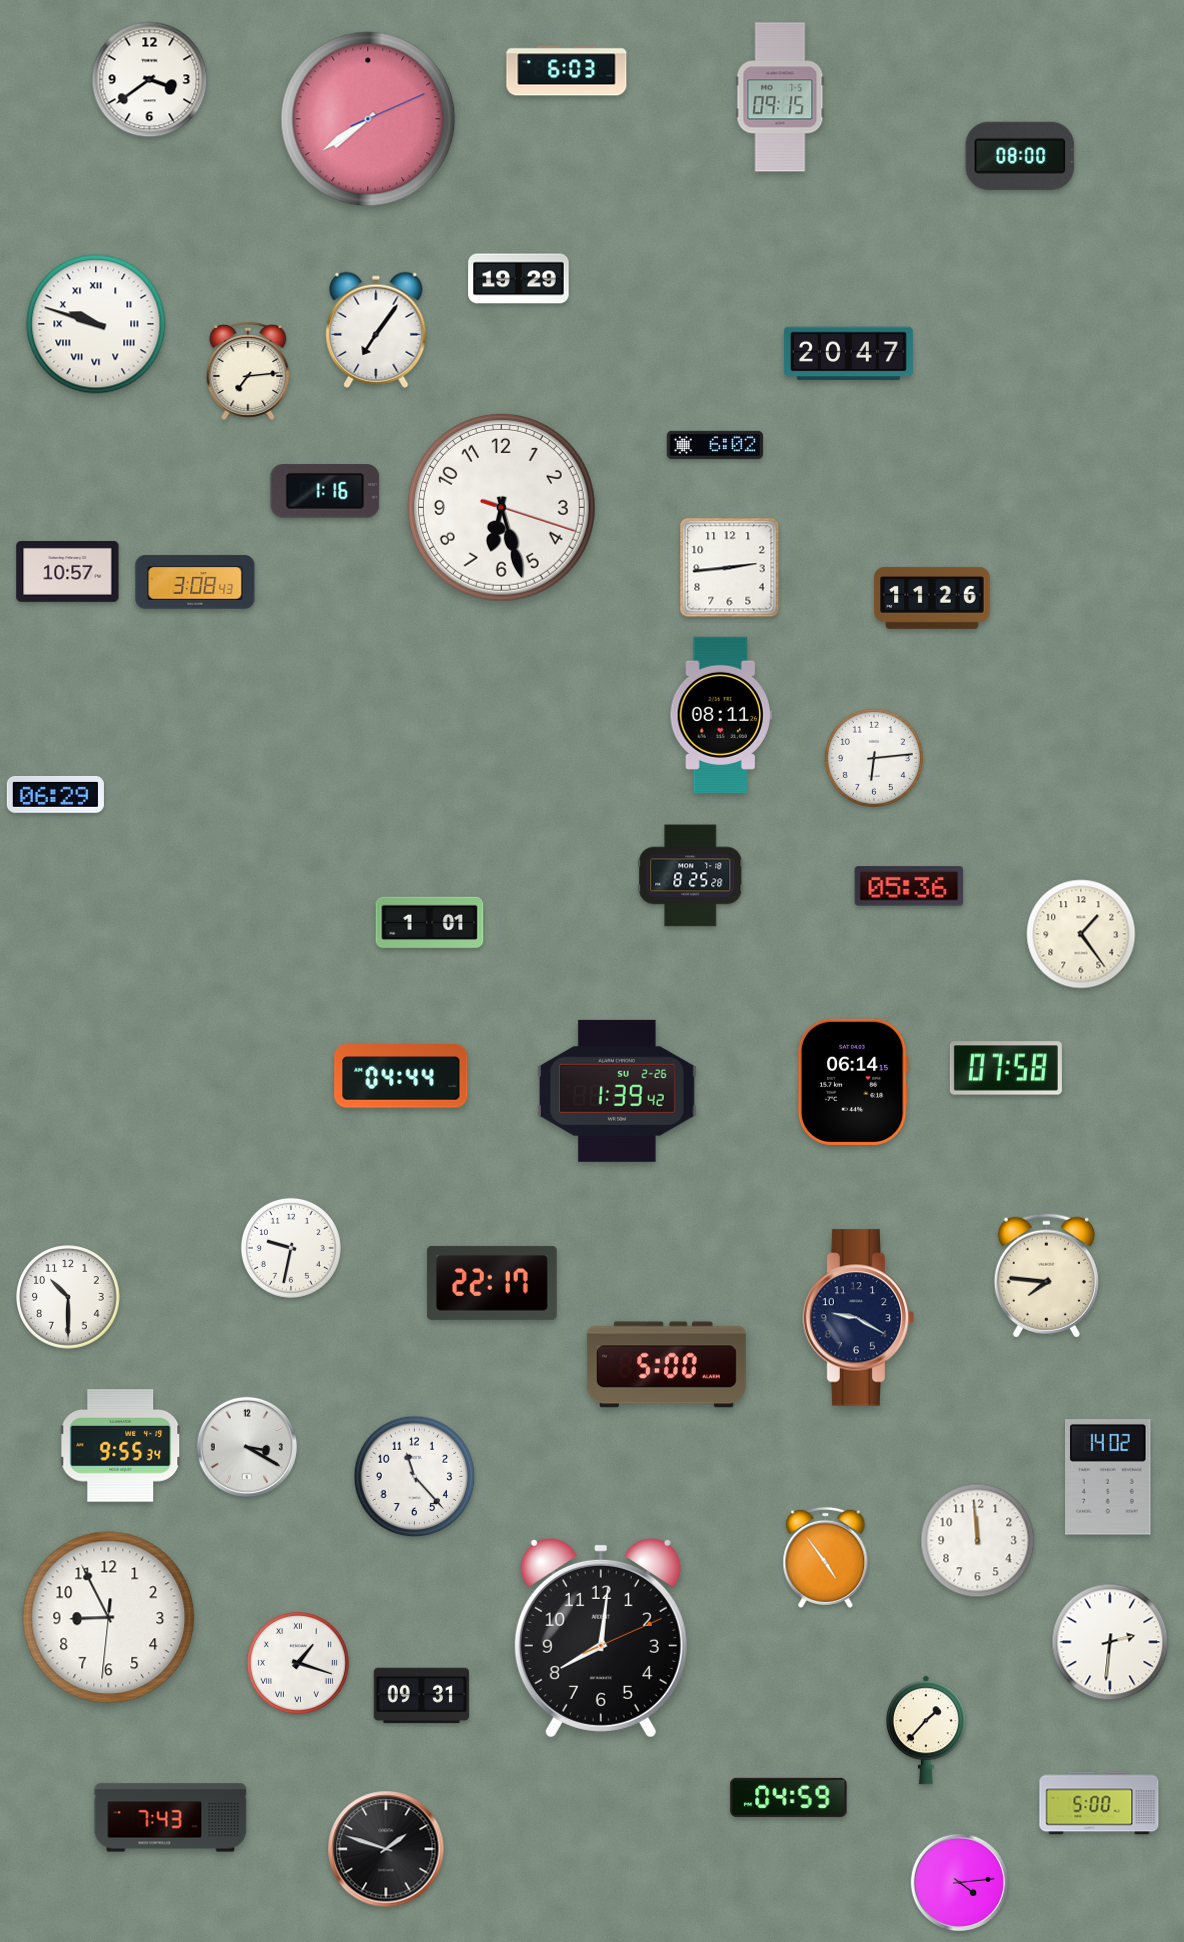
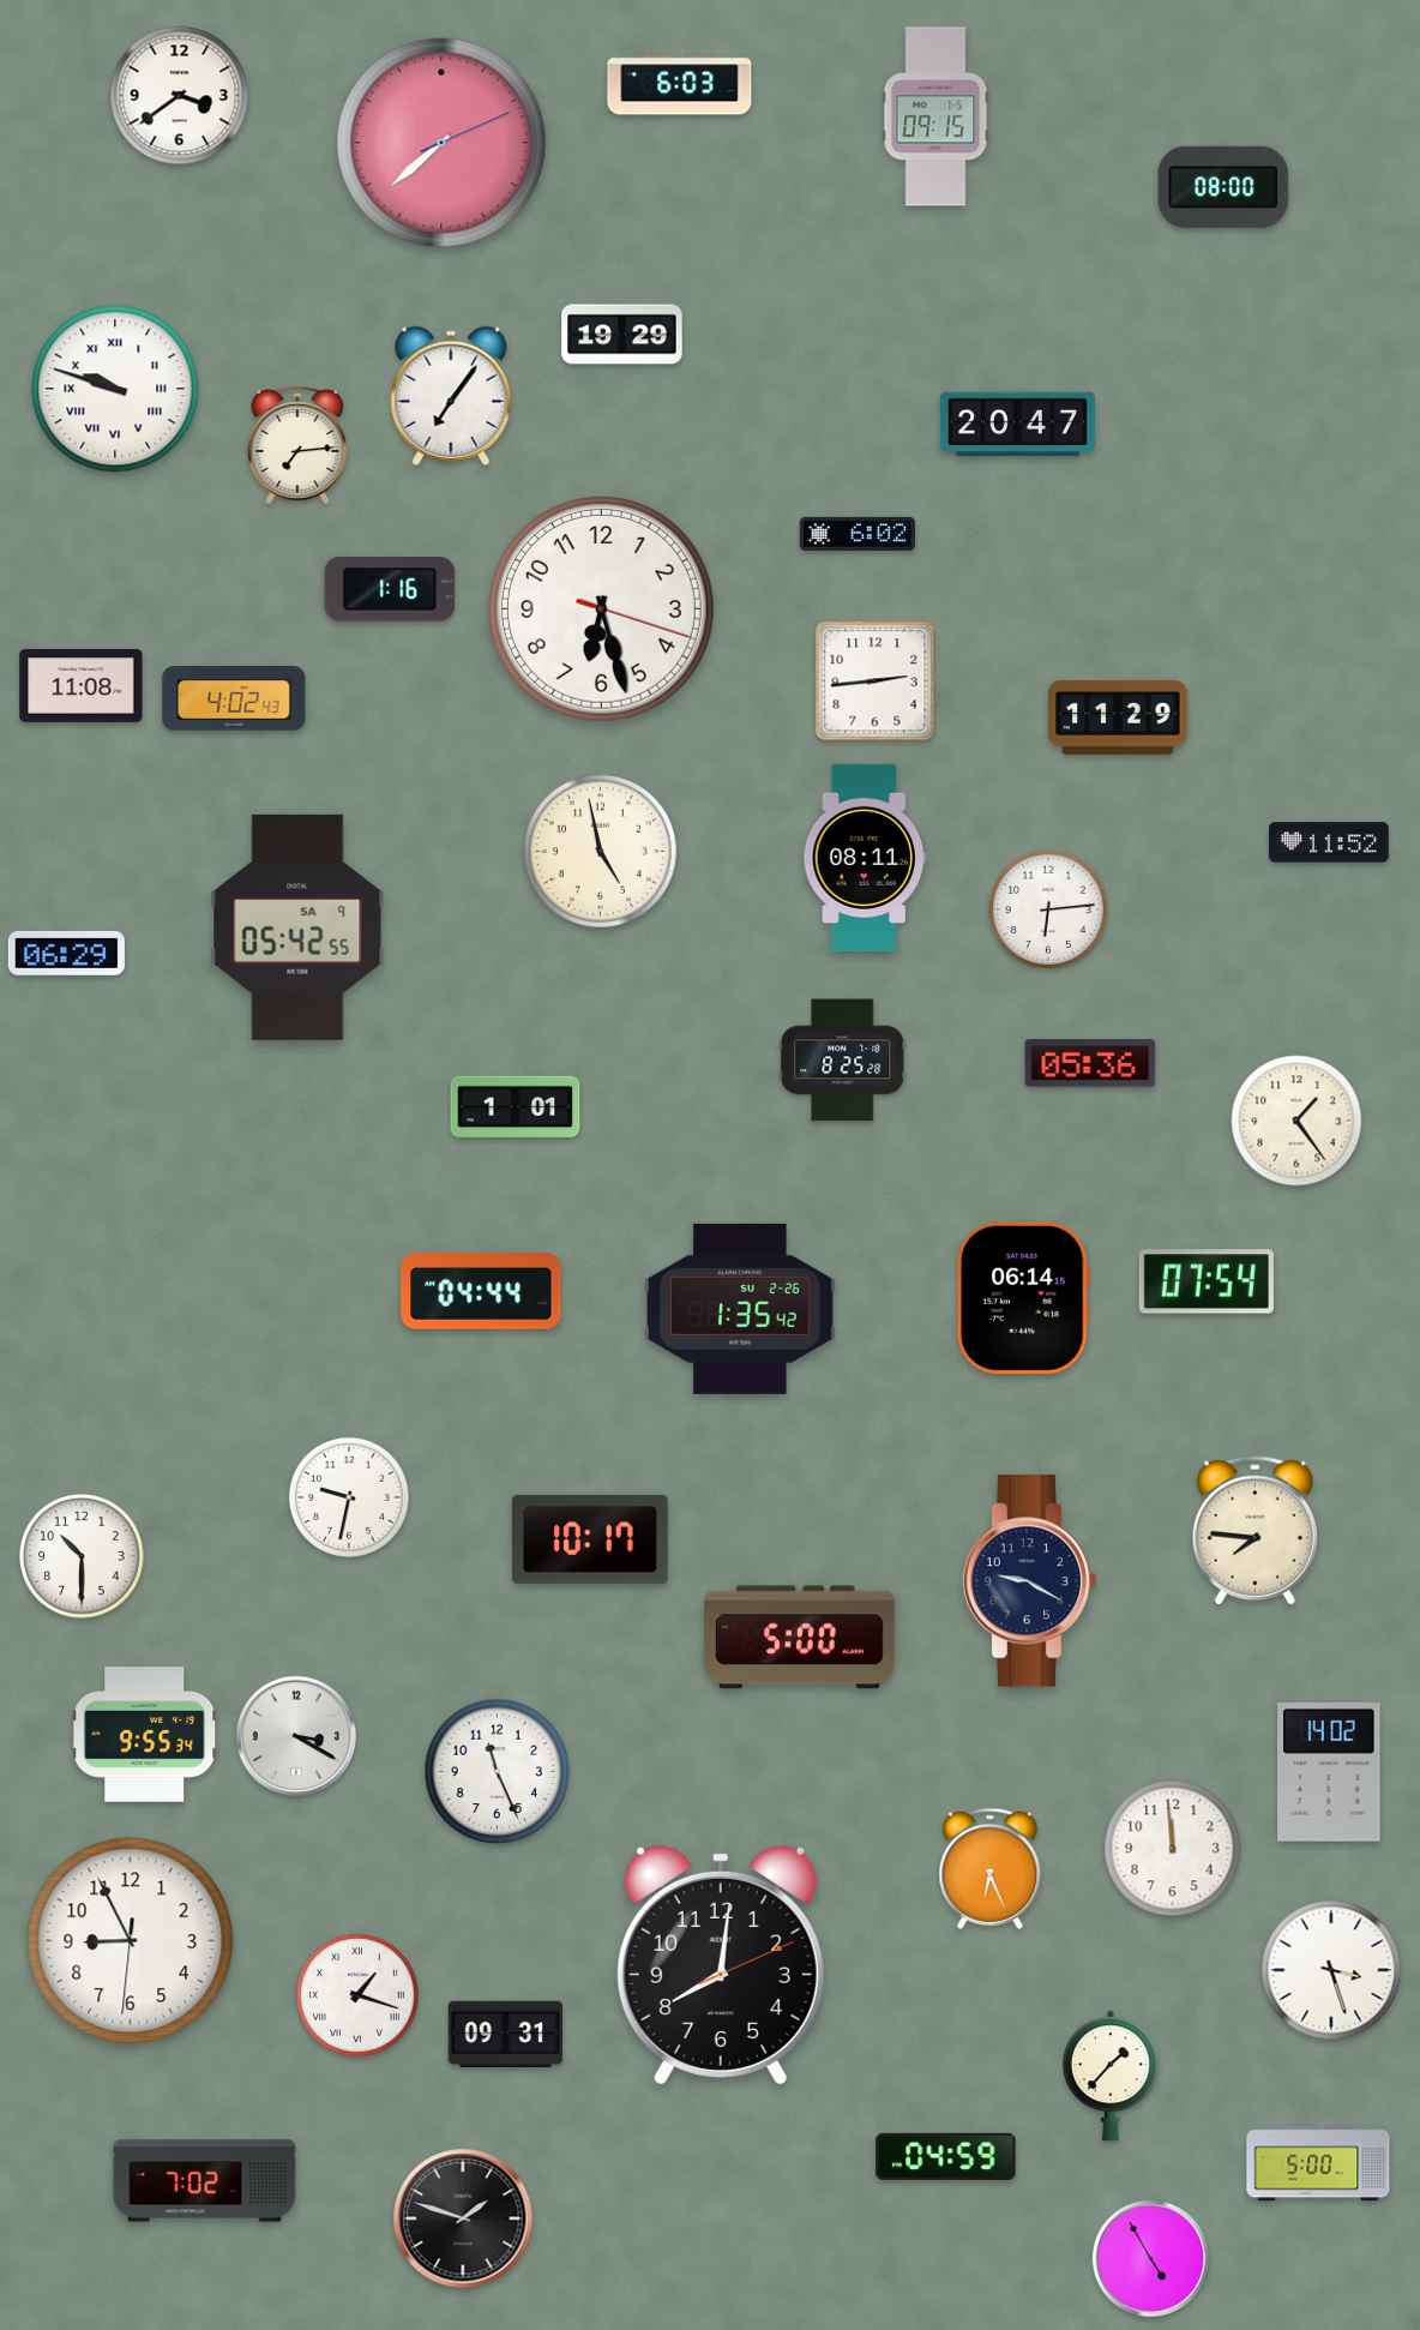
clock at (368, 119): 7:39 -> 7:38
clock at (68, 572): 10:57 -> 11:08
clock at (195, 582): 3:08 -> 4:02
clock at (932, 598): 11:26 -> 11:29
clock at (1329, 842): none -> 11:52
clock at (600, 851): none -> 4:58
clock at (297, 927): none -> 05:42
clock at (691, 876) position: (691, 876) -> (843, 1061)
clock at (1006, 1068): 07:58 -> 07:54
clock at (618, 1091): 1:39 -> 1:35
clock at (493, 1283): 22:17 -> 10:17
clock at (415, 1477): 11:23 -> 11:26
clock at (826, 1557): 4:54 -> 6:26
clock at (1110, 1642): 2:31 -> 3:27
clock at (171, 1818): 7:43 -> 7:02
clock at (960, 1883): 4:14 -> 4:55
